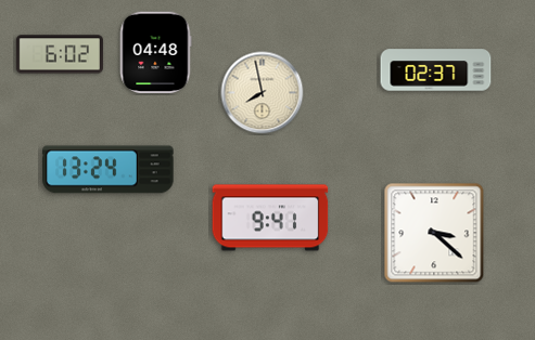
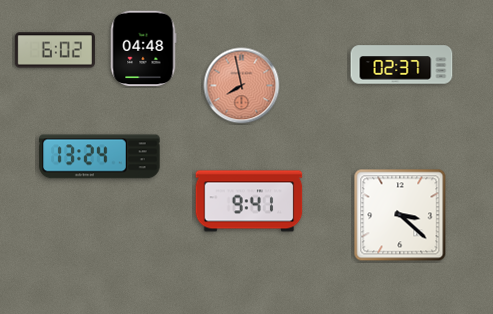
clock at (263, 93) dial: cream -> salmon
